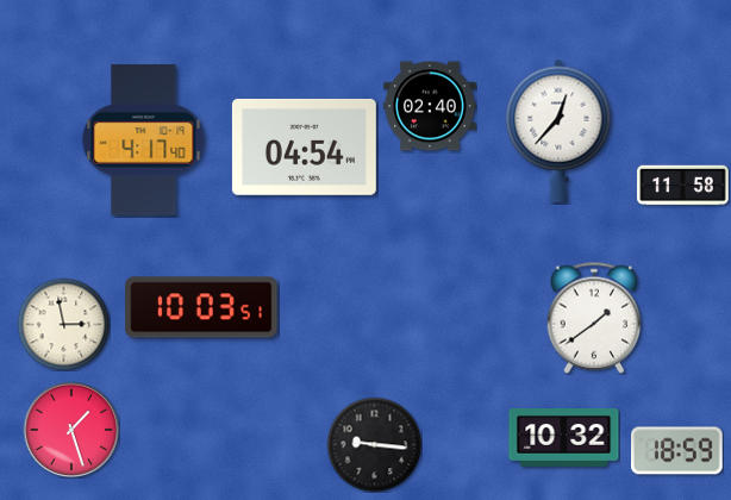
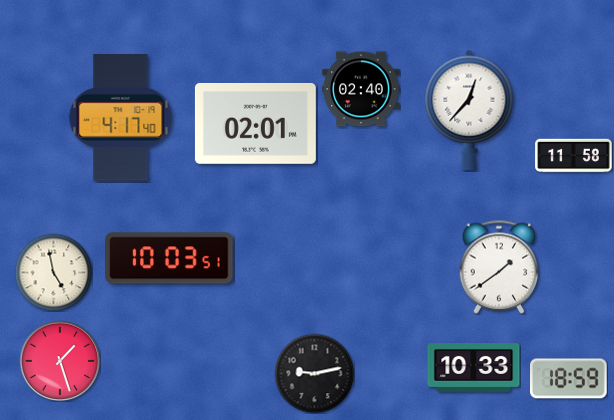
clock at (304, 146): 04:54 -> 02:01
clock at (63, 324): 2:58 -> 4:58
clock at (564, 438): 10:32 -> 10:33
clock at (374, 444): 9:16 -> 9:13
